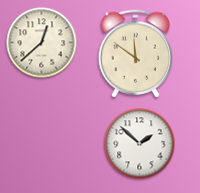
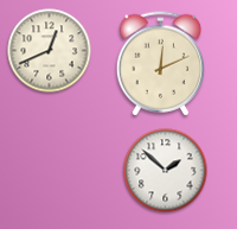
clock at (42, 43): 12:38 -> 12:41
clock at (135, 54): 11:51 -> 12:11
